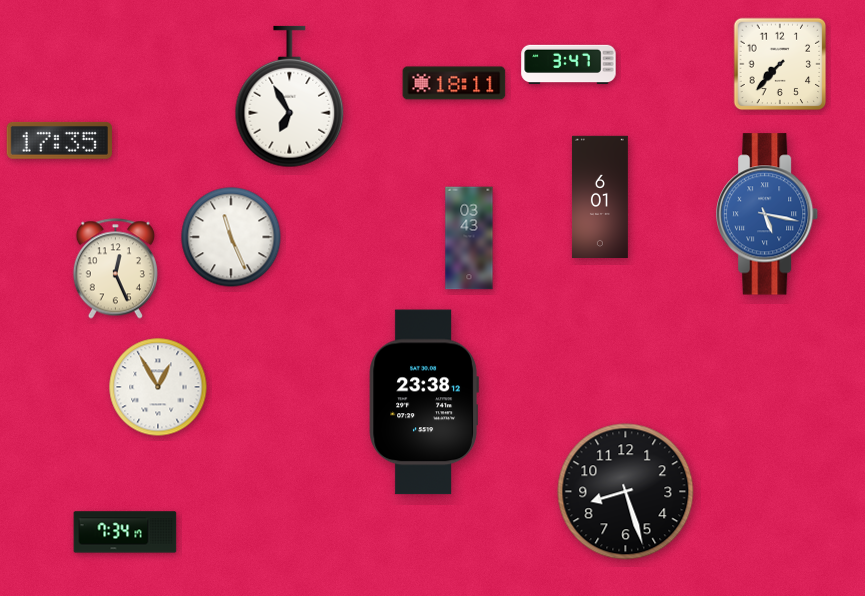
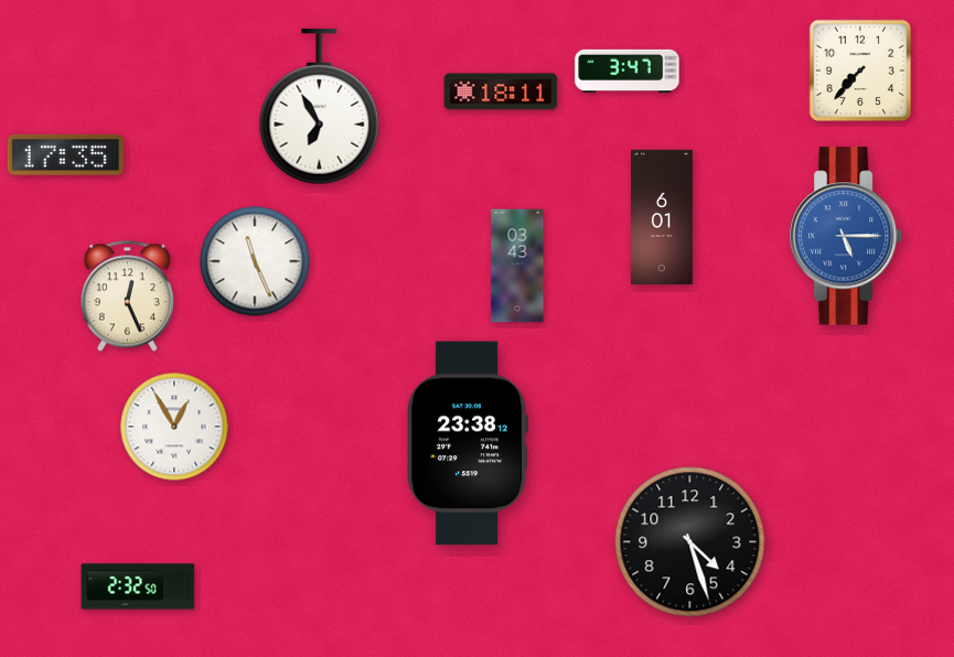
clock at (768, 214): 5:17 -> 5:15
clock at (469, 238) position: (469, 238) -> (517, 266)
clock at (626, 492): 8:27 -> 4:27
clock at (125, 532): 7:34 -> 2:32
